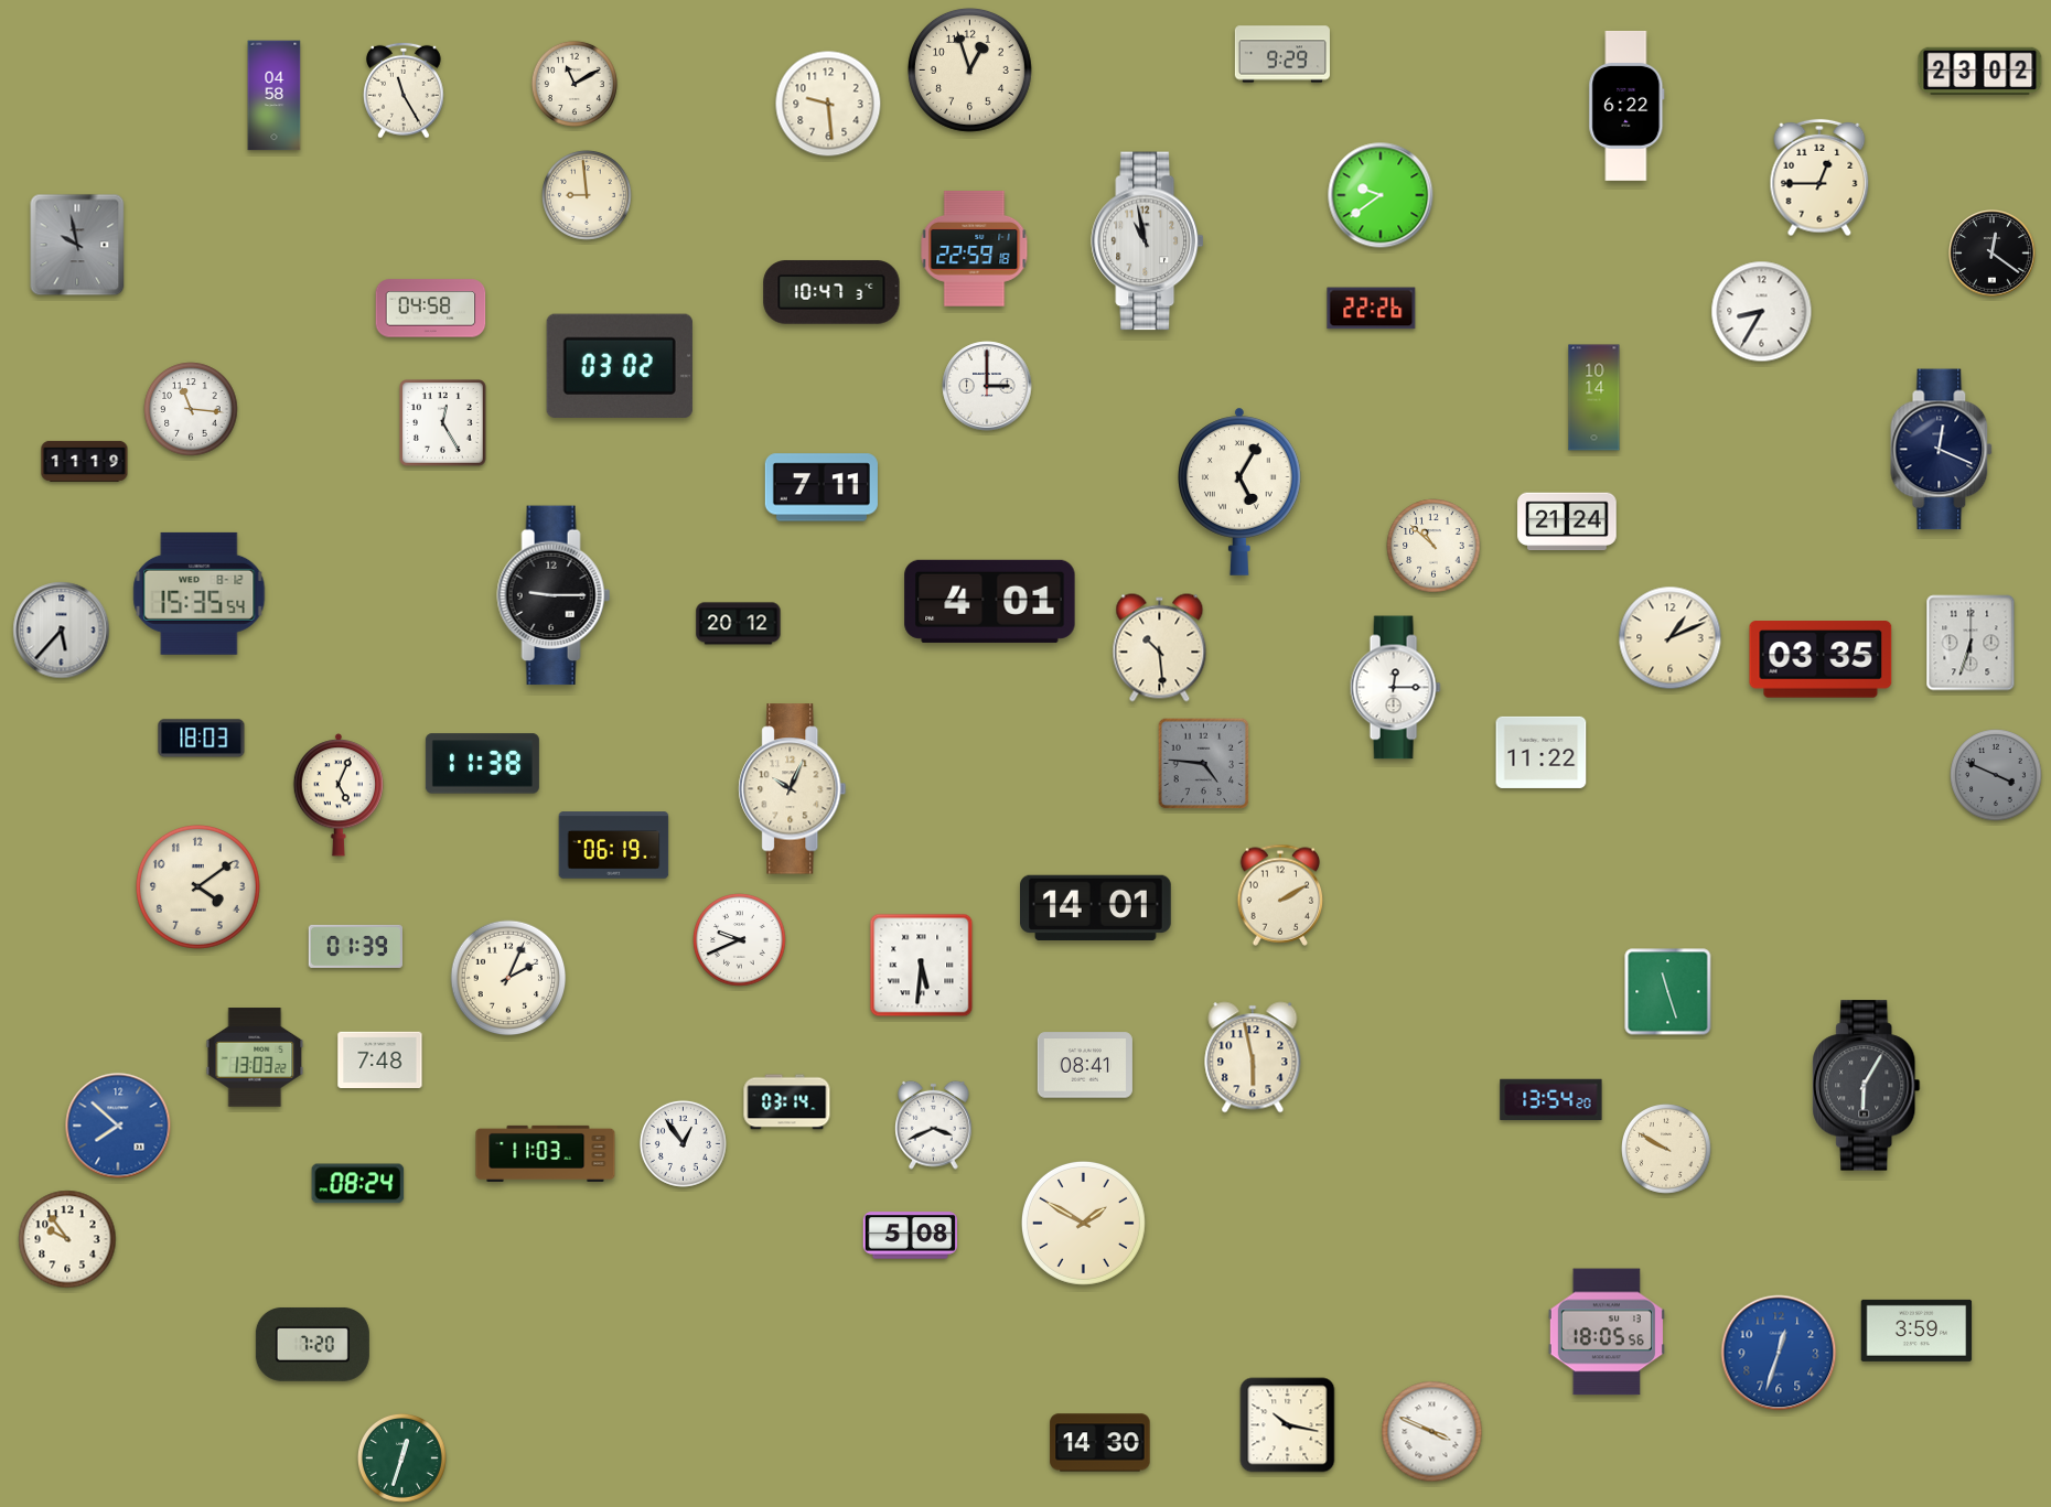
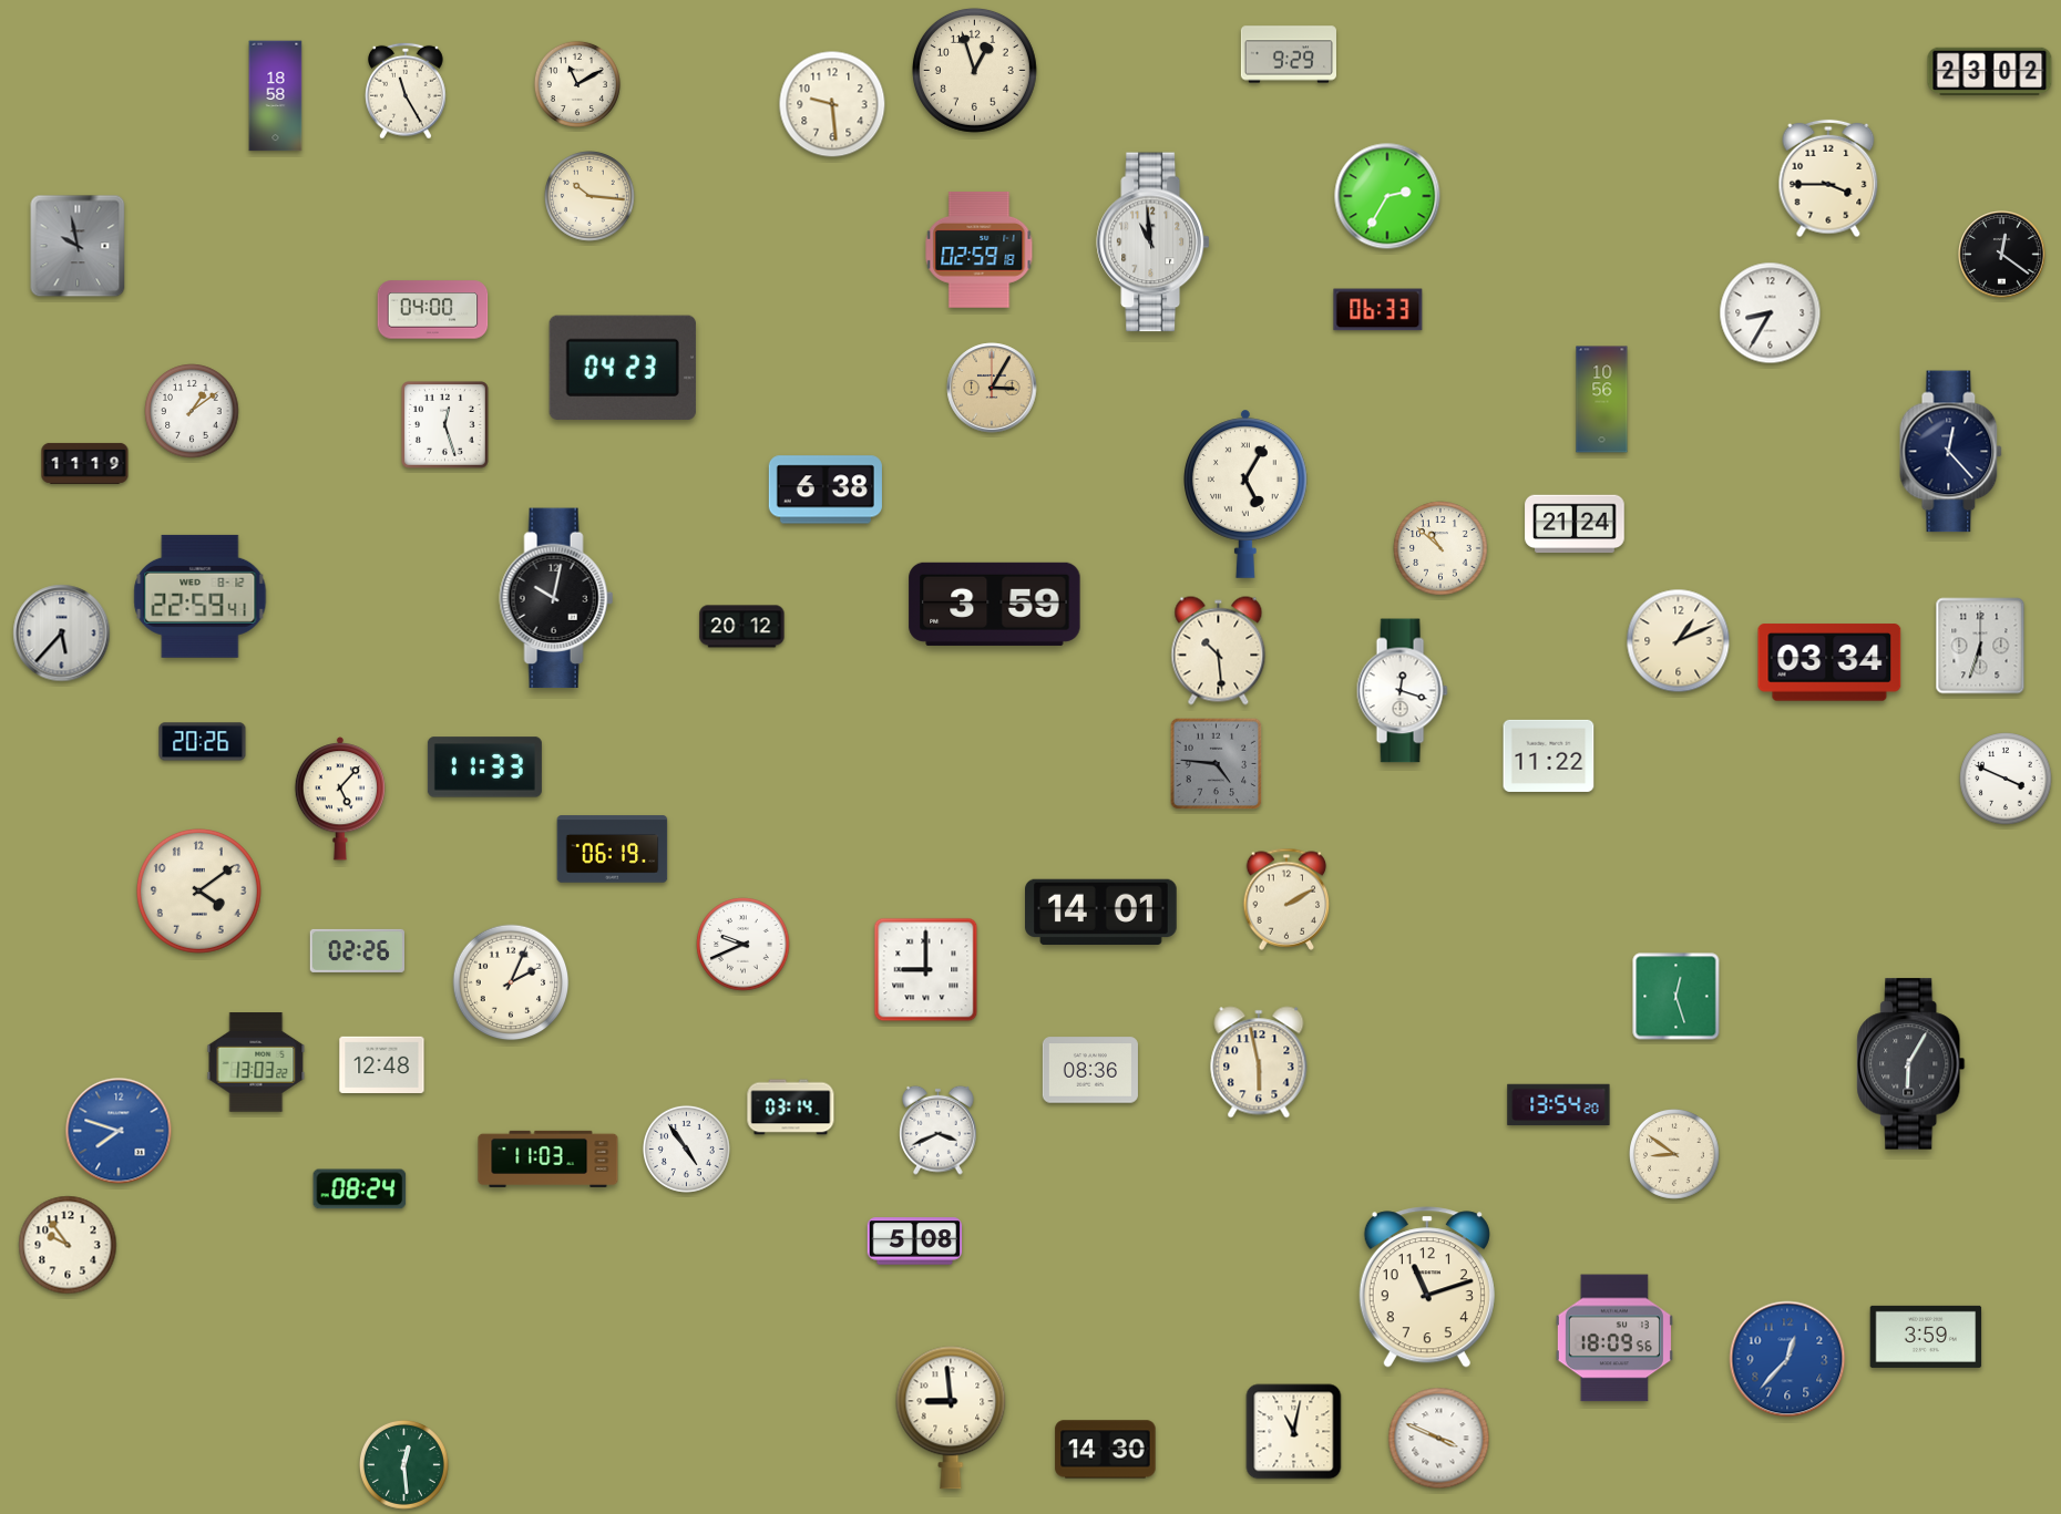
clock at (275, 96): 04:58 -> 18:58
clock at (1626, 106): 6:22 -> none
clock at (1819, 177): 12:45 -> 3:45
clock at (1381, 195): 9:39 -> 2:35
clock at (588, 196): 8:59 -> 10:16
clock at (1147, 241): 10:58 -> 10:59
clock at (975, 249): 22:59 -> 02:59
clock at (831, 292): 10:47 -> none
clock at (431, 309): 04:58 -> 04:00
clock at (1372, 309): 22:26 -> 06:33
clock at (620, 365): 03:02 -> 04:23
clock at (987, 386): 3:00 -> 3:05
clock at (987, 386) dial: white -> champagne
clock at (1594, 398): 10:14 -> 10:56
clock at (191, 409): 11:16 -> 1:09
clock at (443, 423): 12:25 -> 12:27
clock at (1942, 450): 12:19 -> 12:23
clock at (822, 487): 7:11 -> 6:38
clock at (200, 593): 15:35 -> 22:59
clock at (554, 595): 9:15 -> 10:02
clock at (990, 601): 4:01 -> 3:59
clock at (1160, 648) position: (1160, 648) -> (1219, 651)
clock at (1821, 659): 03:35 -> 03:34
clock at (1395, 688): 12:15 -> 12:18
clock at (202, 739): 18:03 -> 20:26
clock at (482, 764): 11:38 -> 11:33
clock at (1204, 764) position: (1204, 764) -> (1217, 764)
clock at (1996, 775) dial: grey -> white
clock at (793, 789): 10:04 -> none
clock at (337, 795): 5:04 -> 5:07
clock at (614, 846) position: (614, 846) -> (613, 849)
clock at (356, 946): 01:39 -> 02:26
clock at (922, 966): 5:31 -> 9:00
clock at (1668, 992): 11:27 -> 12:27
clock at (380, 1059): 7:48 -> 12:48
clock at (1085, 1065): 08:41 -> 08:36
clock at (1867, 1086) position: (1867, 1086) -> (1911, 1064)
clock at (118, 1126): 7:52 -> 7:48
clock at (683, 1143): 12:54 -> 4:54
clock at (1667, 1150): 9:50 -> 8:51
clock at (1083, 1223): 1:50 -> none
clock at (1427, 1287): none -> 11:12
clock at (1607, 1332): 18:05 -> 18:09
clock at (312, 1344): 7:20 -> none
clock at (1779, 1353): 12:33 -> 12:37
clock at (951, 1418): none -> 8:59
clock at (1288, 1425): 10:17 -> 11:02
clock at (401, 1457): 12:33 -> 12:29
